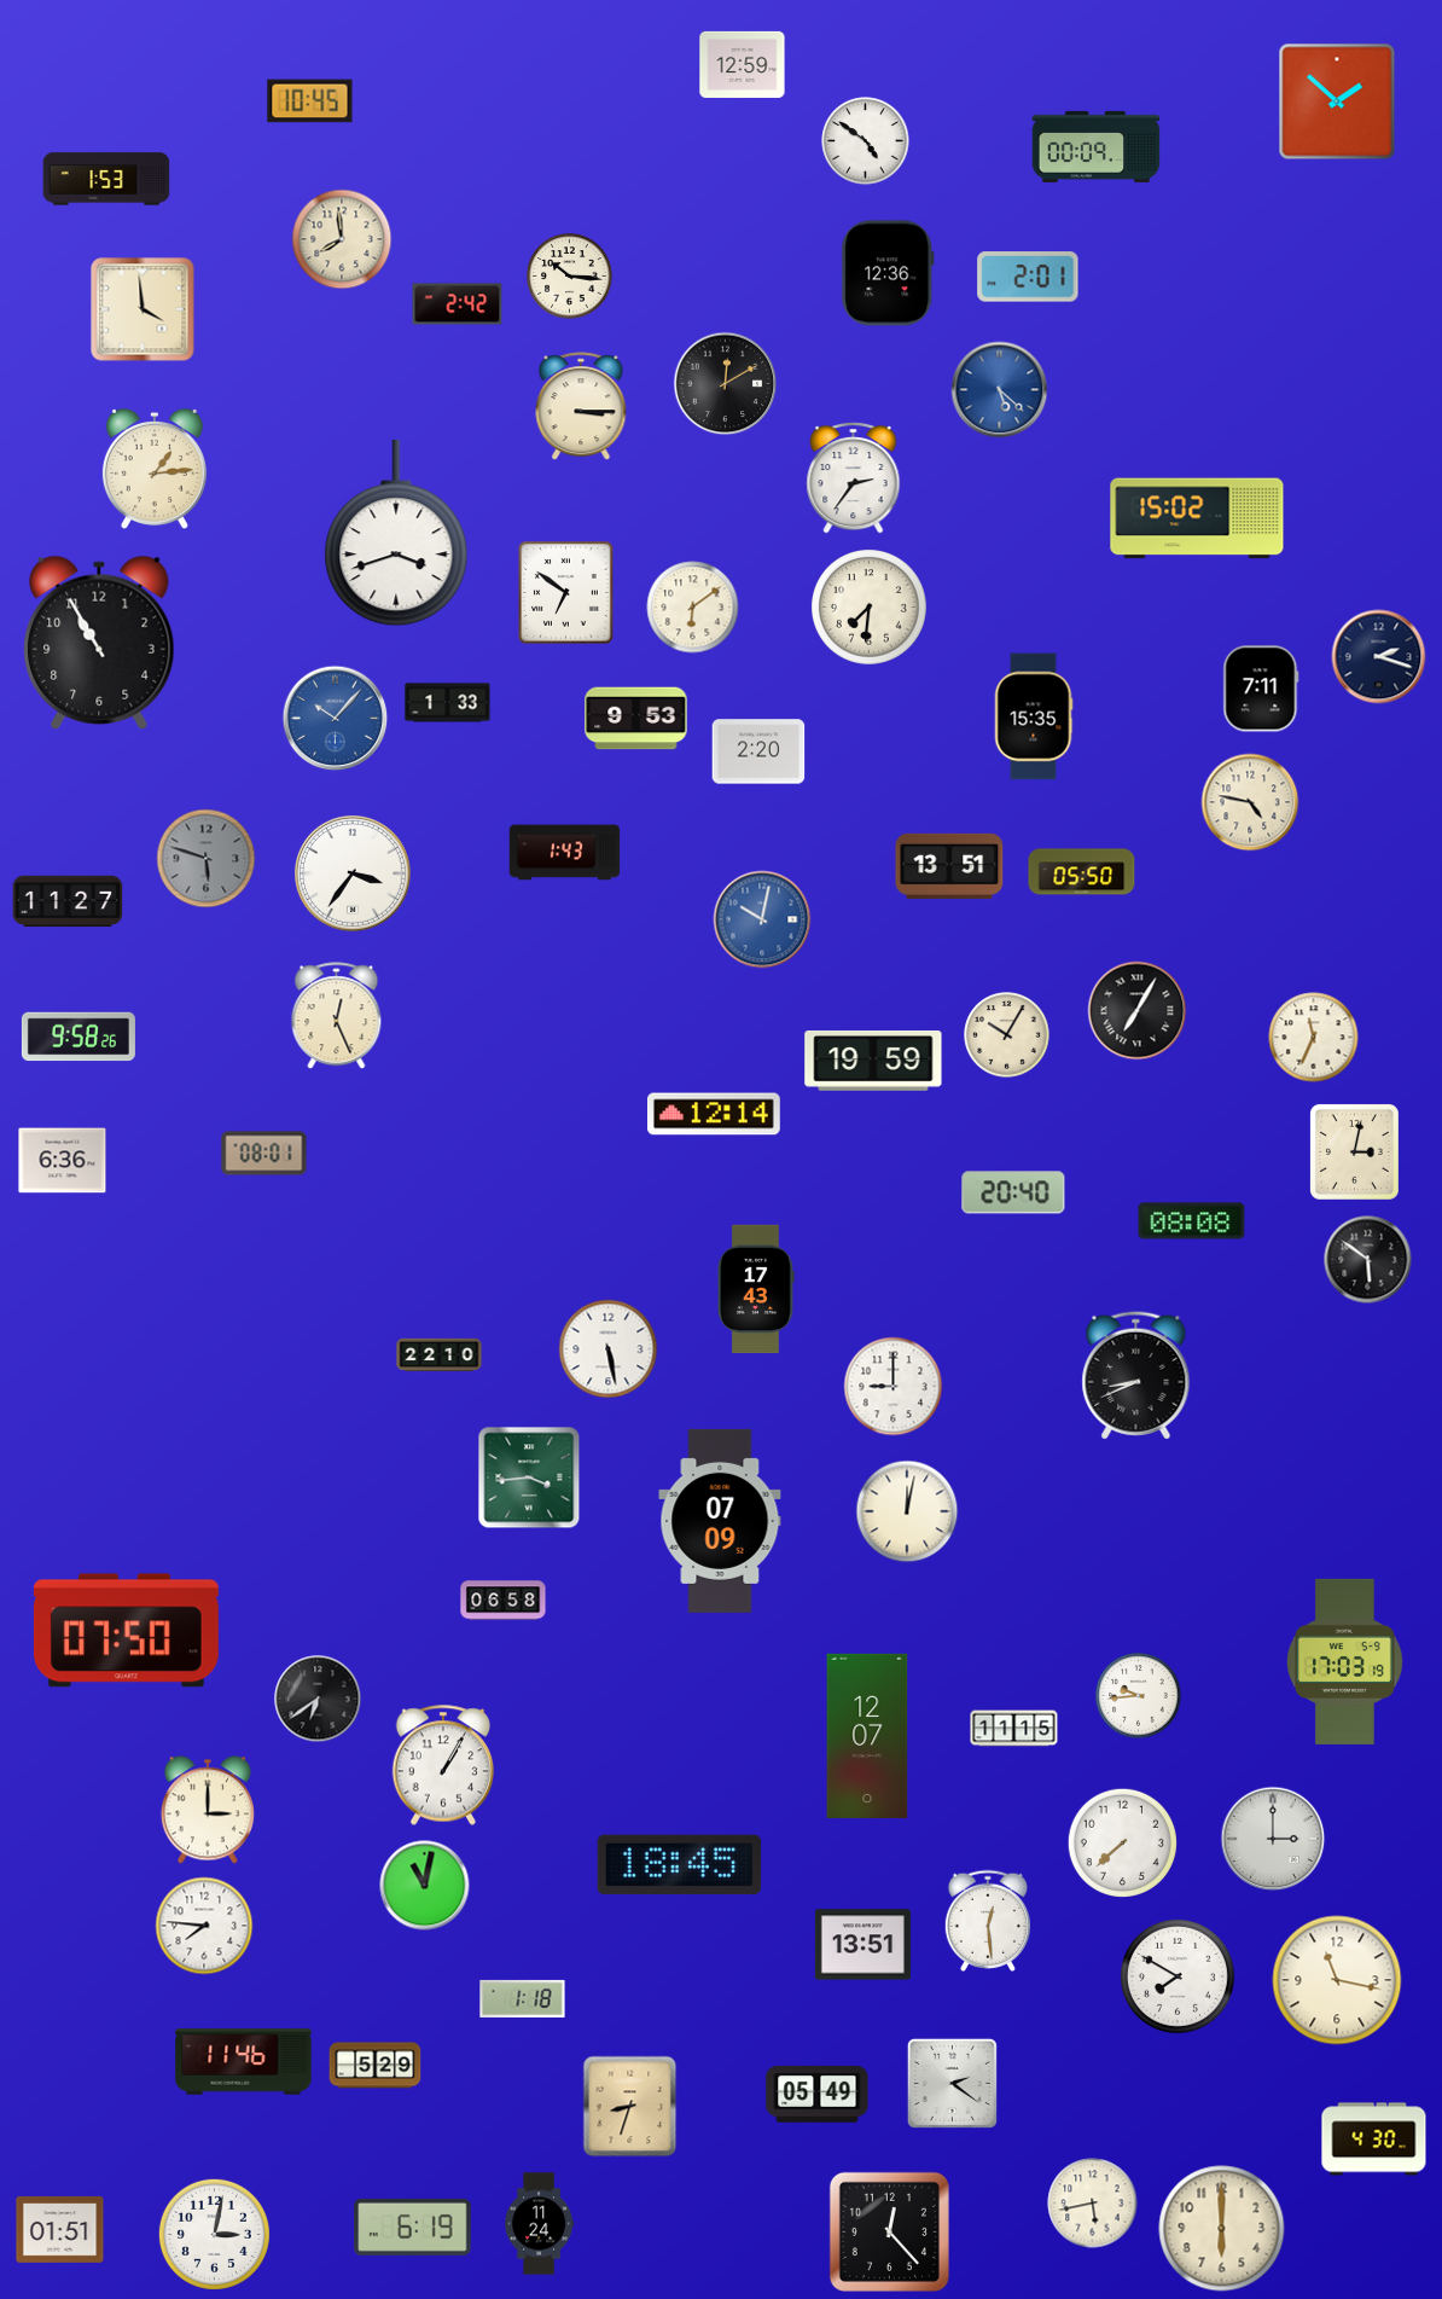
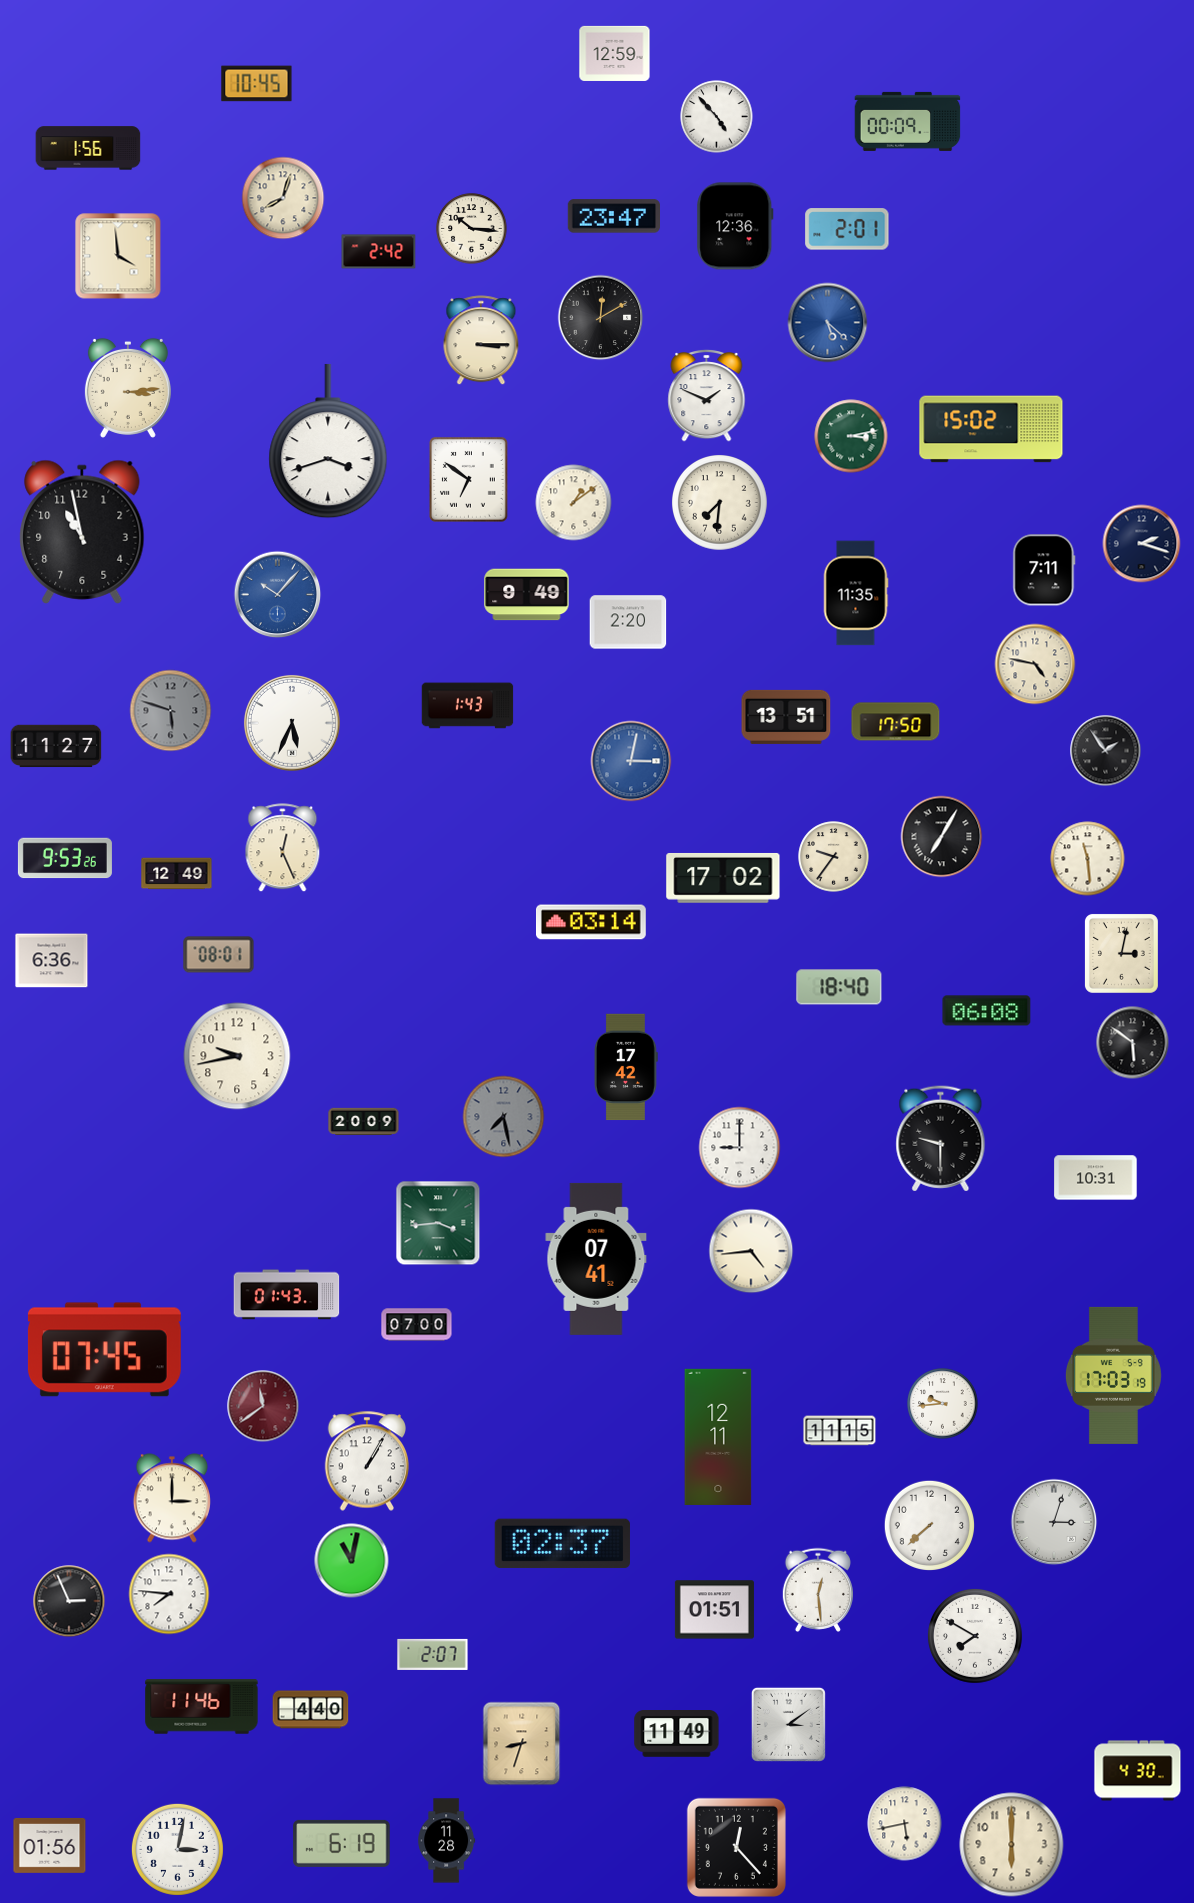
clock at (1337, 101): 1:52 -> none
clock at (866, 141): 4:51 -> 4:53
clock at (106, 179): 1:53 -> 1:56
clock at (342, 239): 7:59 -> 8:03
clock at (613, 216): none -> 23:47
clock at (1028, 277) position: (1028, 277) -> (847, 229)
clock at (581, 407) position: (581, 407) -> (481, 341)
clock at (155, 469): 1:14 -> 3:14
clock at (854, 477): 2:36 -> 1:49
clock at (851, 436): none -> 3:13
clock at (565, 593) position: (565, 593) -> (468, 480)
clock at (693, 608): 6:09 -> 1:09
clock at (99, 643): 10:55 -> 10:58
clock at (448, 703): 1:33 -> none
clock at (1034, 716): 15:35 -> 11:35
clock at (636, 719): 9:53 -> 9:49
clock at (1082, 872): 05:50 -> 17:50
clock at (353, 873): 3:36 -> 5:34
clock at (1106, 751): none -> 1:54
clock at (762, 919): 10:02 -> 3:02
clock at (337, 1016) position: (337, 1016) -> (283, 848)
clock at (1007, 1035): 10:05 -> 9:36
clock at (79, 1037): 9:58 -> 9:53
clock at (1314, 1038): 11:34 -> 11:29
clock at (177, 874): none -> 12:49
clock at (873, 1061): 19:59 -> 17:02
clock at (715, 1114): 12:14 -> 03:14
clock at (1013, 1192): 20:40 -> 18:40
clock at (1192, 1221): 08:08 -> 06:08
clock at (237, 1056): none -> 9:43
clock at (756, 1289): 17:43 -> 17:42
clock at (609, 1349): 5:28 -> 7:28
clock at (609, 1349) dial: white -> grey
clock at (440, 1355): 22:10 -> 20:09
clock at (1136, 1376): 8:41 -> 9:30
clock at (1096, 1178): none -> 10:31
clock at (907, 1511): 12:02 -> 4:44
clock at (720, 1521): 07:09 -> 07:41
clock at (287, 1295): none -> 01:43
clock at (504, 1601): 06:58 -> 07:00
clock at (126, 1631): 07:50 -> 07:45
clock at (318, 1699): 6:39 -> 11:39
clock at (318, 1699) dial: black -> burgundy
clock at (867, 1736): 12:07 -> 12:11
clock at (1273, 1839): 3:00 -> 3:03
clock at (679, 1865): 18:45 -> 02:37
clock at (69, 1601): none -> 2:56
clock at (862, 1945): 13:51 -> 01:51
clock at (1337, 1980): 11:17 -> none
clock at (523, 1998): 1:18 -> 2:07
clock at (376, 2066): 5:29 -> 4:40
clock at (952, 2083): 2:21 -> 3:09
clock at (818, 2095): 05:49 -> 11:49
clock at (540, 2224): 11:24 -> 11:28
clock at (60, 2229): 01:51 -> 01:56
